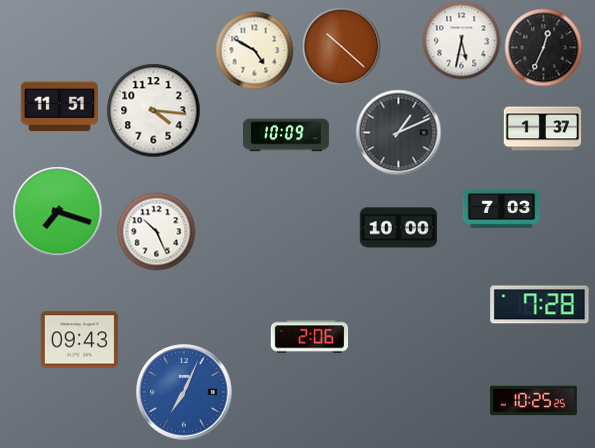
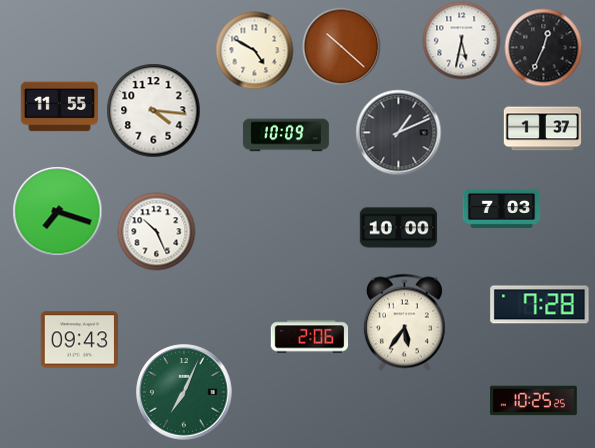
clock at (59, 107): 11:51 -> 11:55
clock at (404, 322): none -> 5:36
clock at (184, 392) dial: blue -> green
